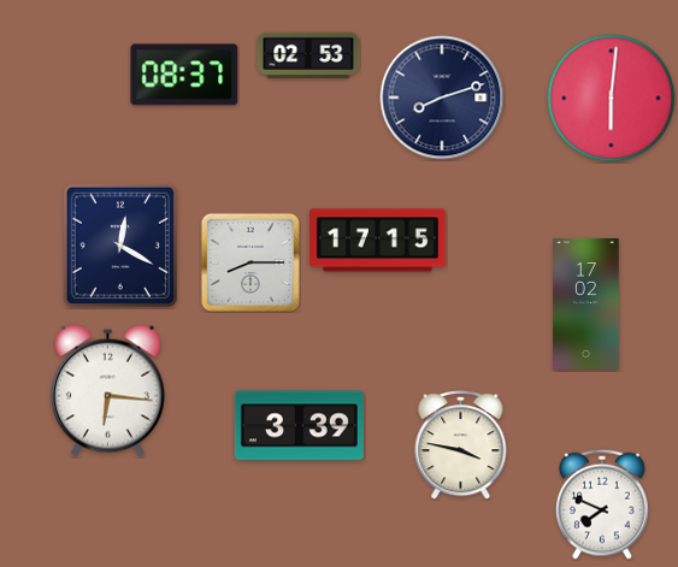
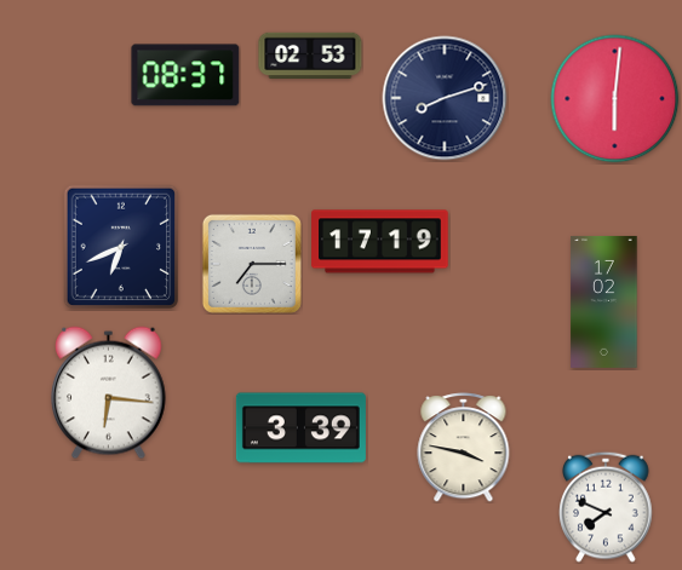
clock at (378, 241): 17:15 -> 17:19
clock at (120, 246): 12:20 -> 6:41
clock at (250, 262): 8:15 -> 7:15
clock at (586, 303) position: (586, 303) -> (604, 301)
